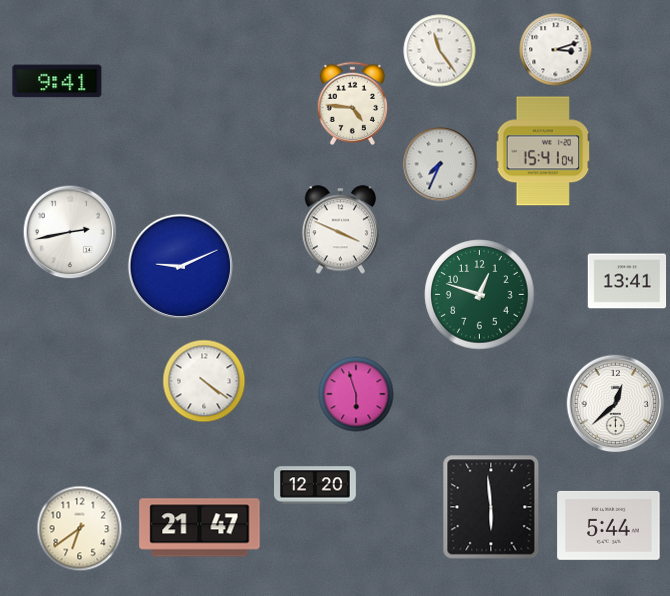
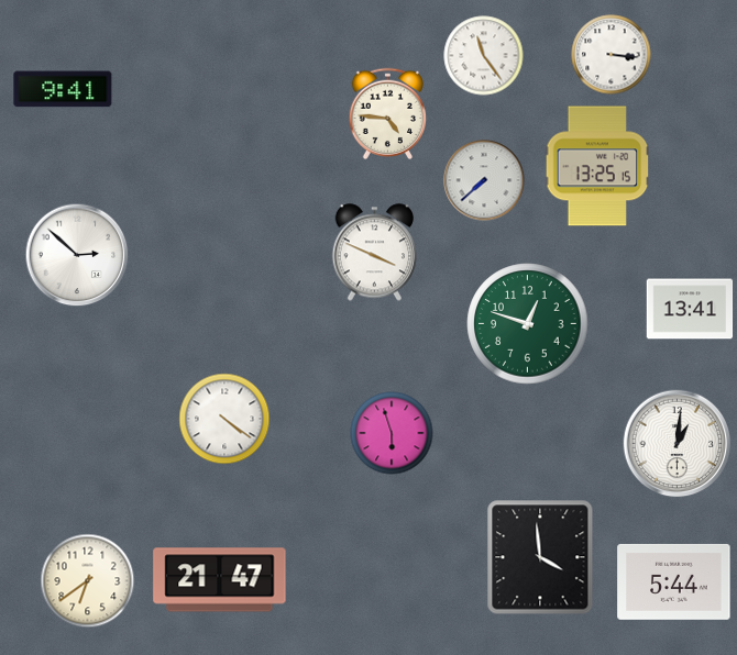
clock at (556, 50): 3:12 -> 3:16
clock at (543, 151): 15:41 -> 13:25
clock at (440, 164): 7:34 -> 7:38
clock at (70, 232): 2:43 -> 2:52
clock at (180, 266): 9:11 -> none
clock at (616, 404): 12:38 -> 1:01
clock at (316, 485): 12:20 -> none
clock at (491, 507): 5:59 -> 3:59
clock at (609, 525) position: (609, 525) -> (674, 581)
